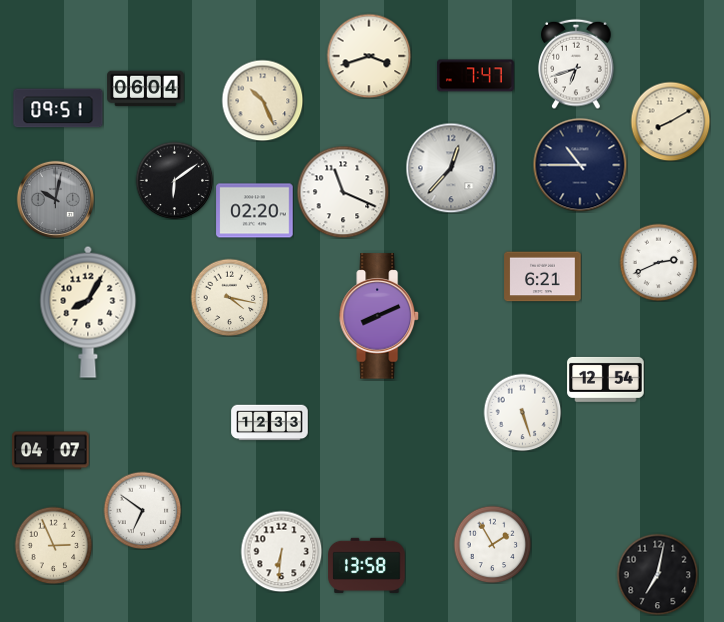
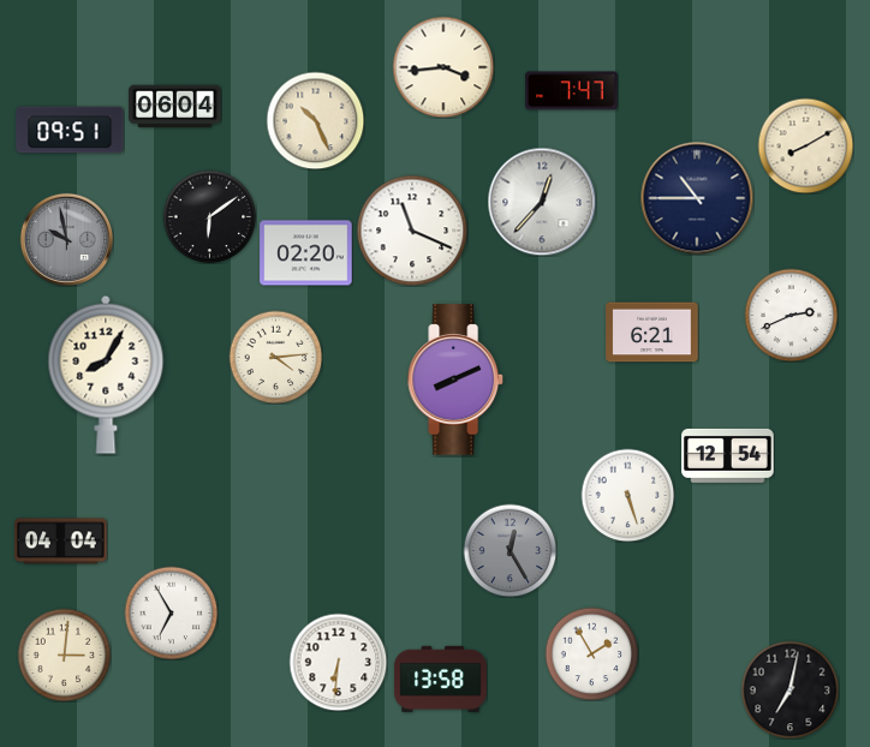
clock at (369, 56): 3:42 -> 3:44
clock at (576, 64): 6:42 -> none
clock at (55, 199): 10:02 -> 9:58
clock at (229, 297): 4:17 -> 4:14
clock at (270, 423): 12:33 -> none
clock at (51, 451): 04:07 -> 04:04
clock at (510, 550): none -> 12:25
clock at (142, 510): 6:51 -> 6:55
clock at (53, 545): 2:56 -> 3:01
